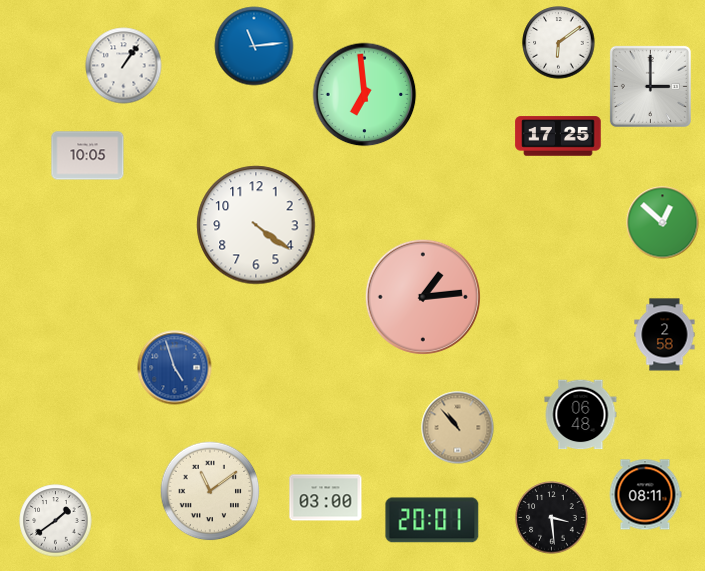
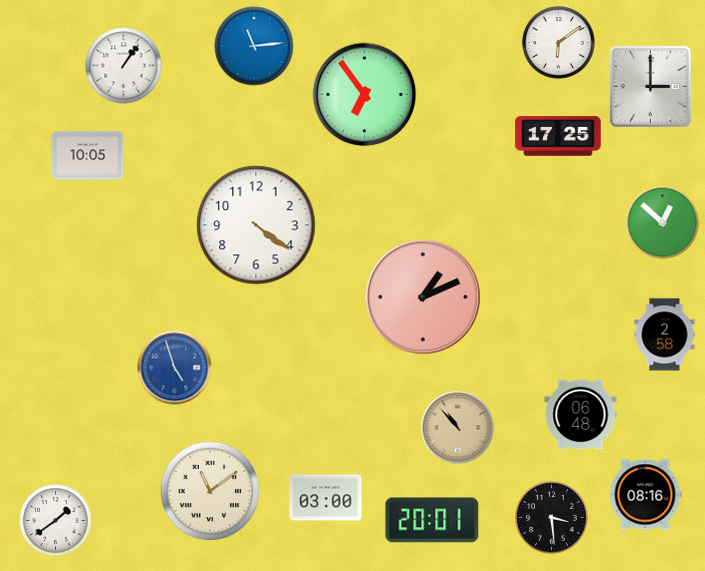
clock at (365, 95): 6:59 -> 6:54
clock at (423, 297): 1:14 -> 1:11
clock at (645, 495): 08:11 -> 08:16
